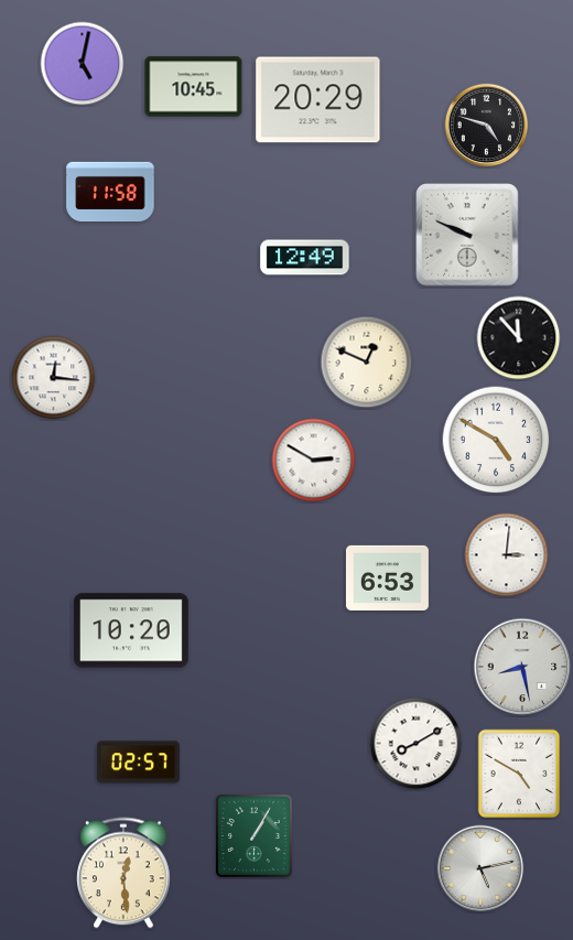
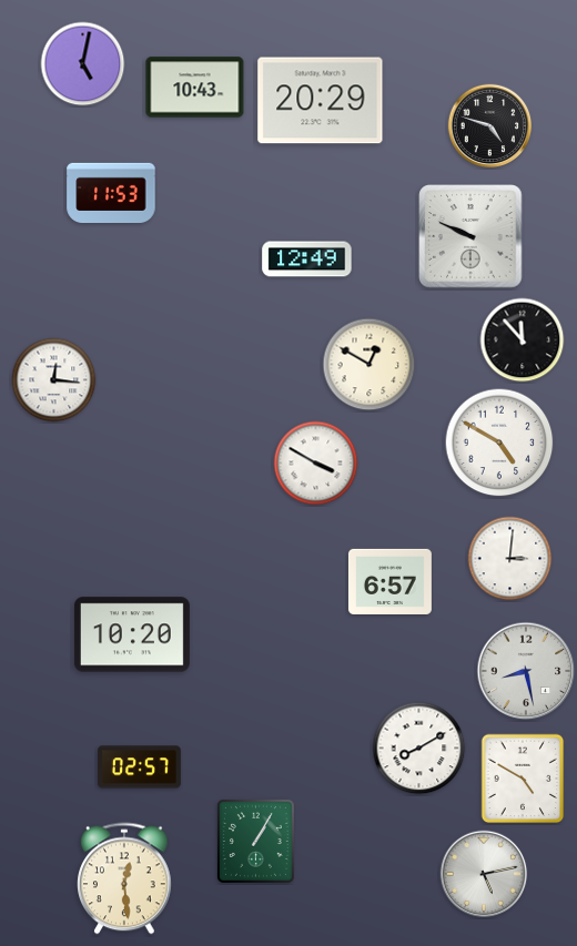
clock at (194, 87): 10:45 -> 10:43
clock at (110, 191): 11:58 -> 11:53
clock at (367, 363): 12:49 -> 12:50
clock at (314, 461): 2:50 -> 3:50
clock at (387, 577): 6:53 -> 6:57
